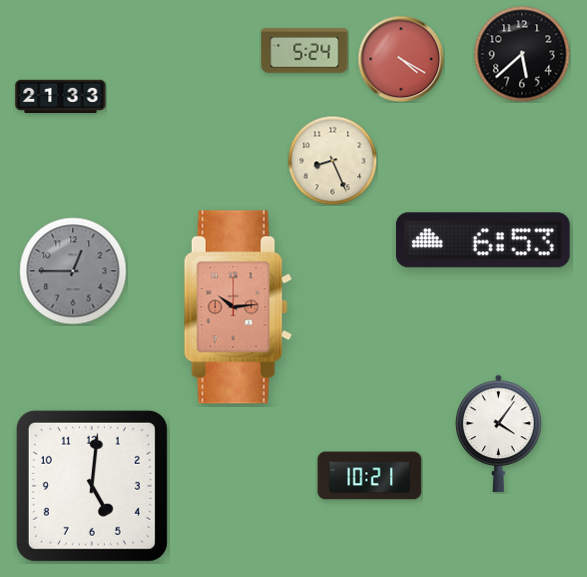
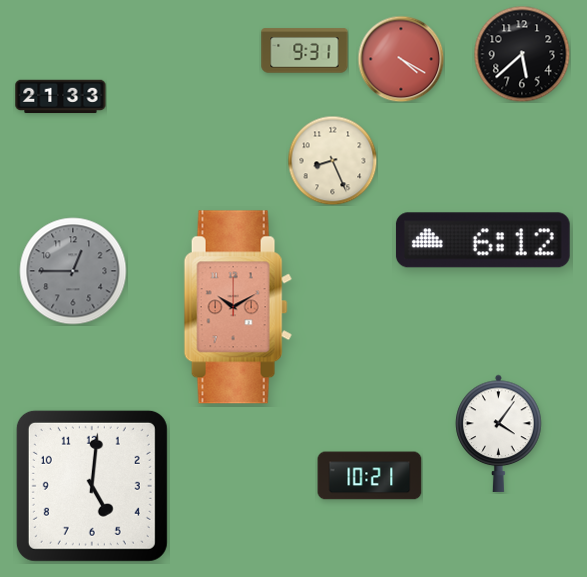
clock at (305, 51): 5:24 -> 9:31
clock at (483, 240): 6:53 -> 6:12
clock at (238, 307): 10:14 -> 10:10
